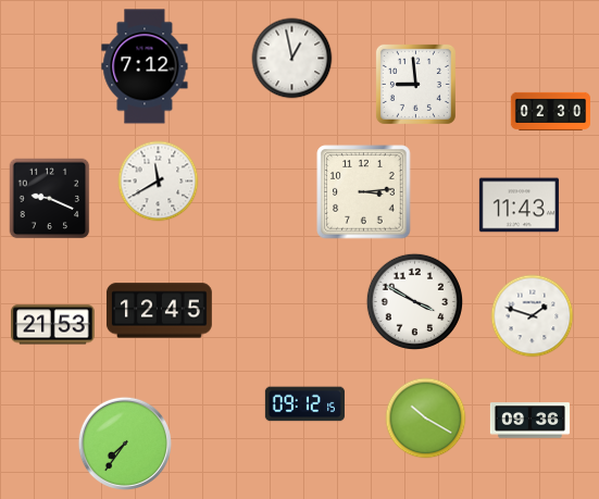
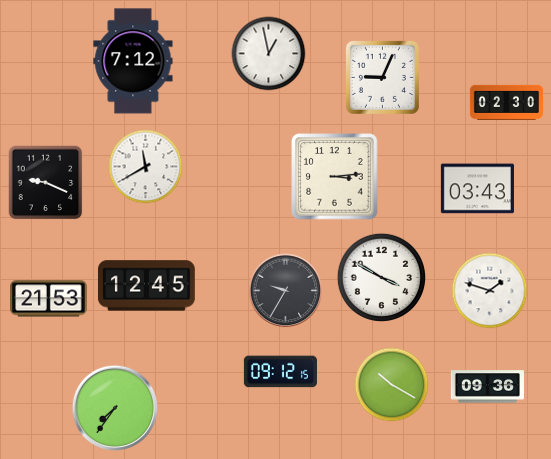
clock at (415, 84): 8:59 -> 9:04
clock at (519, 205): 11:43 -> 03:43
clock at (286, 291): none -> 9:35
